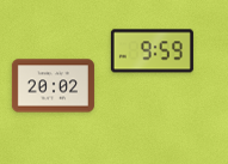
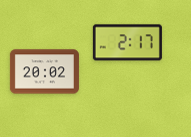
clock at (152, 51): 9:59 -> 2:17
